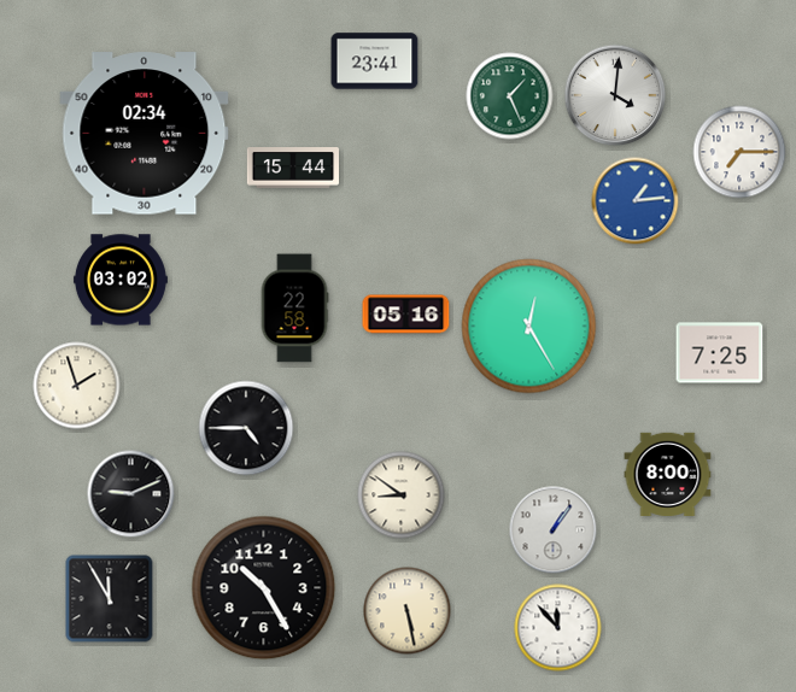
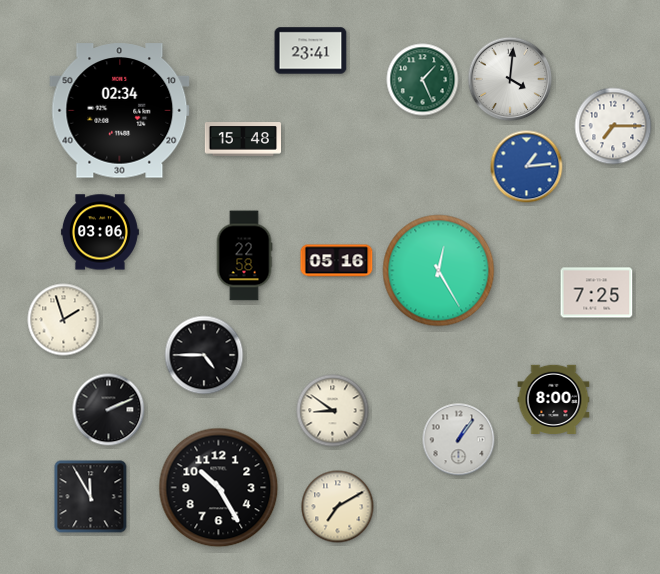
clock at (292, 169): 15:44 -> 15:48
clock at (121, 280): 03:02 -> 03:06
clock at (668, 475) position: (668, 475) -> (554, 400)
clock at (131, 494): 9:11 -> 2:11
clock at (408, 611): 5:28 -> 7:10
clock at (558, 628): 11:53 -> none
